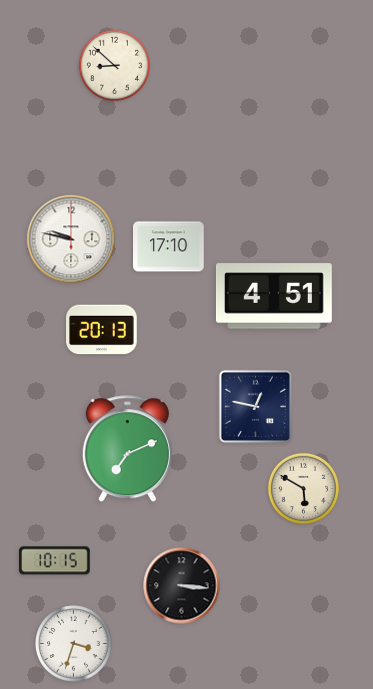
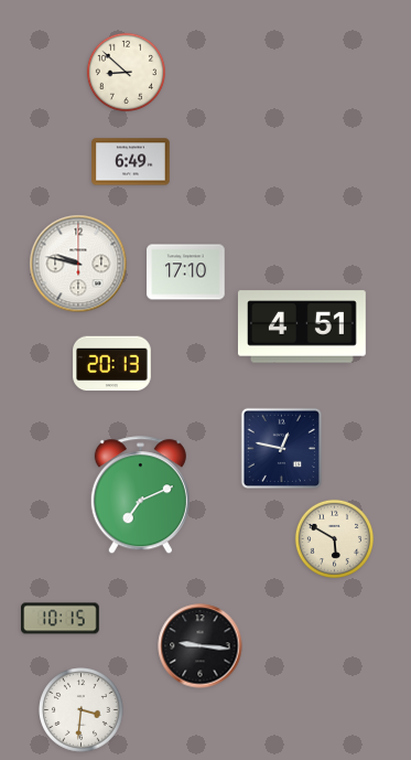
clock at (131, 162): none -> 6:49
clock at (182, 586): 3:16 -> 9:16
clock at (74, 644): 3:33 -> 3:31
